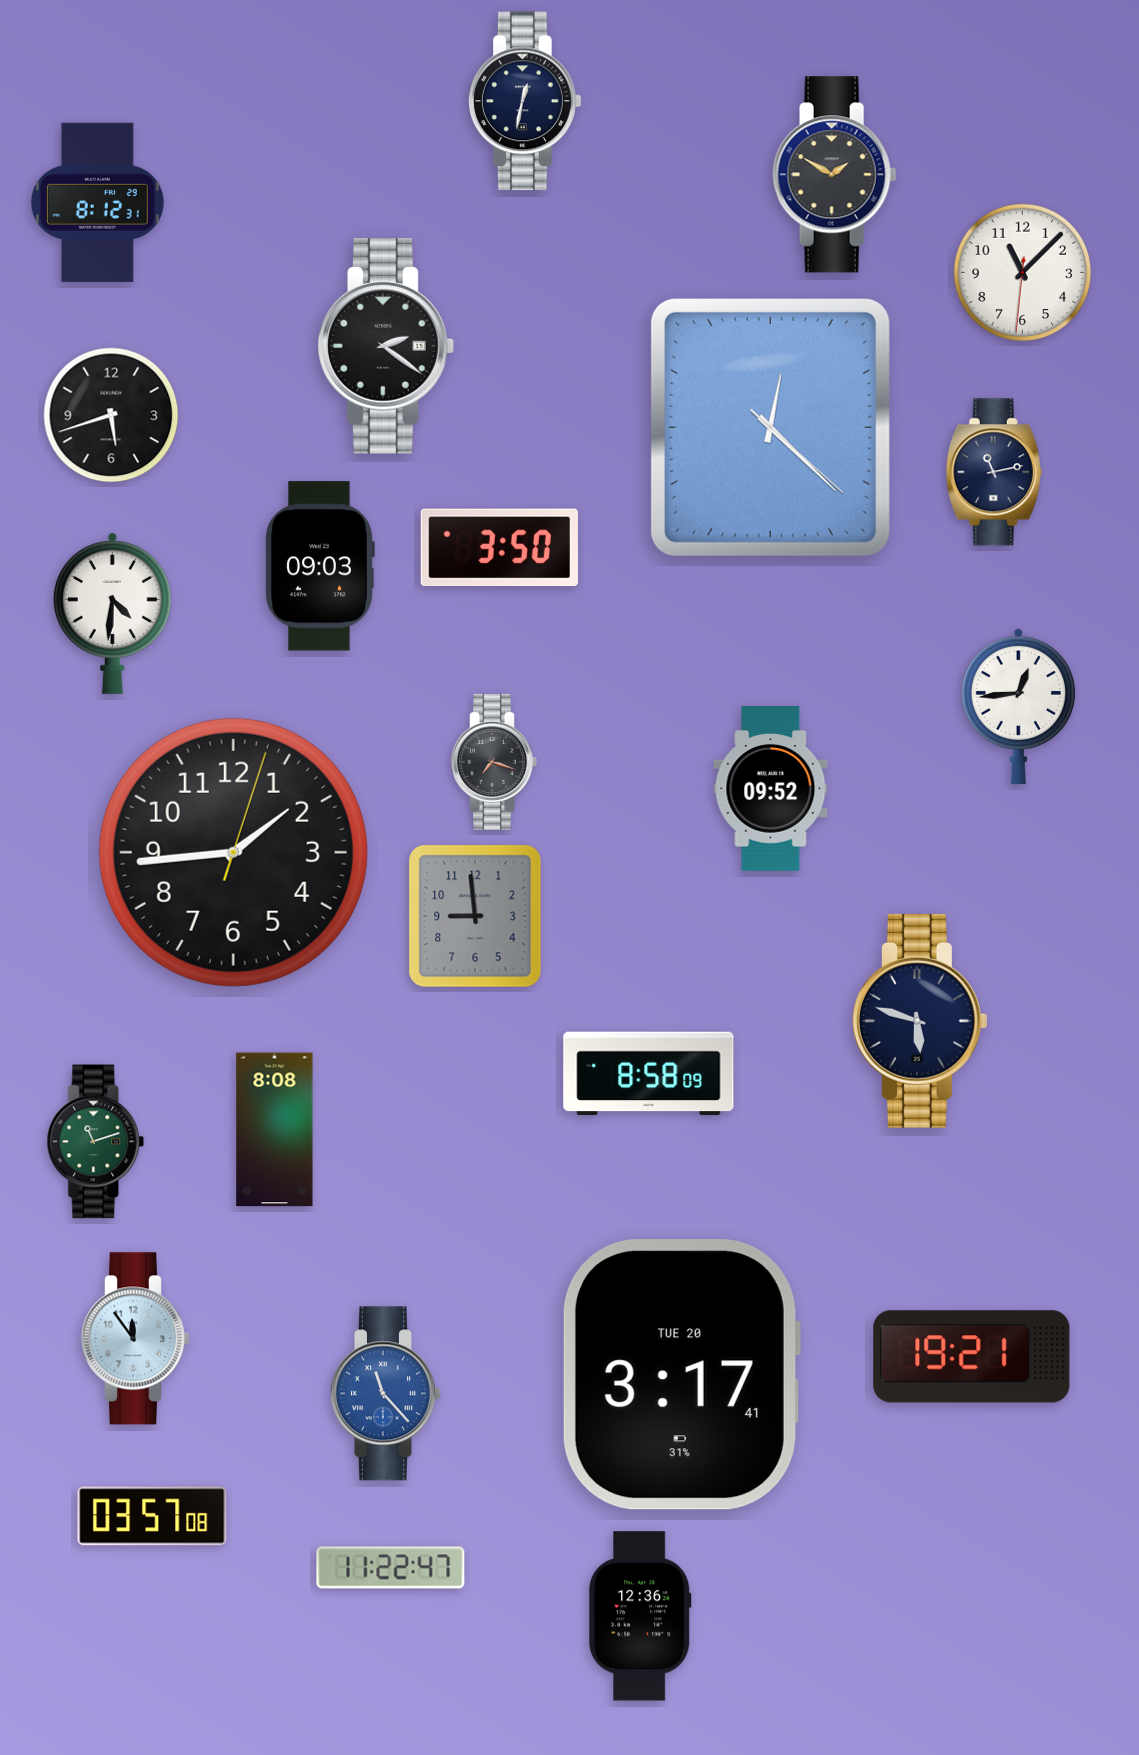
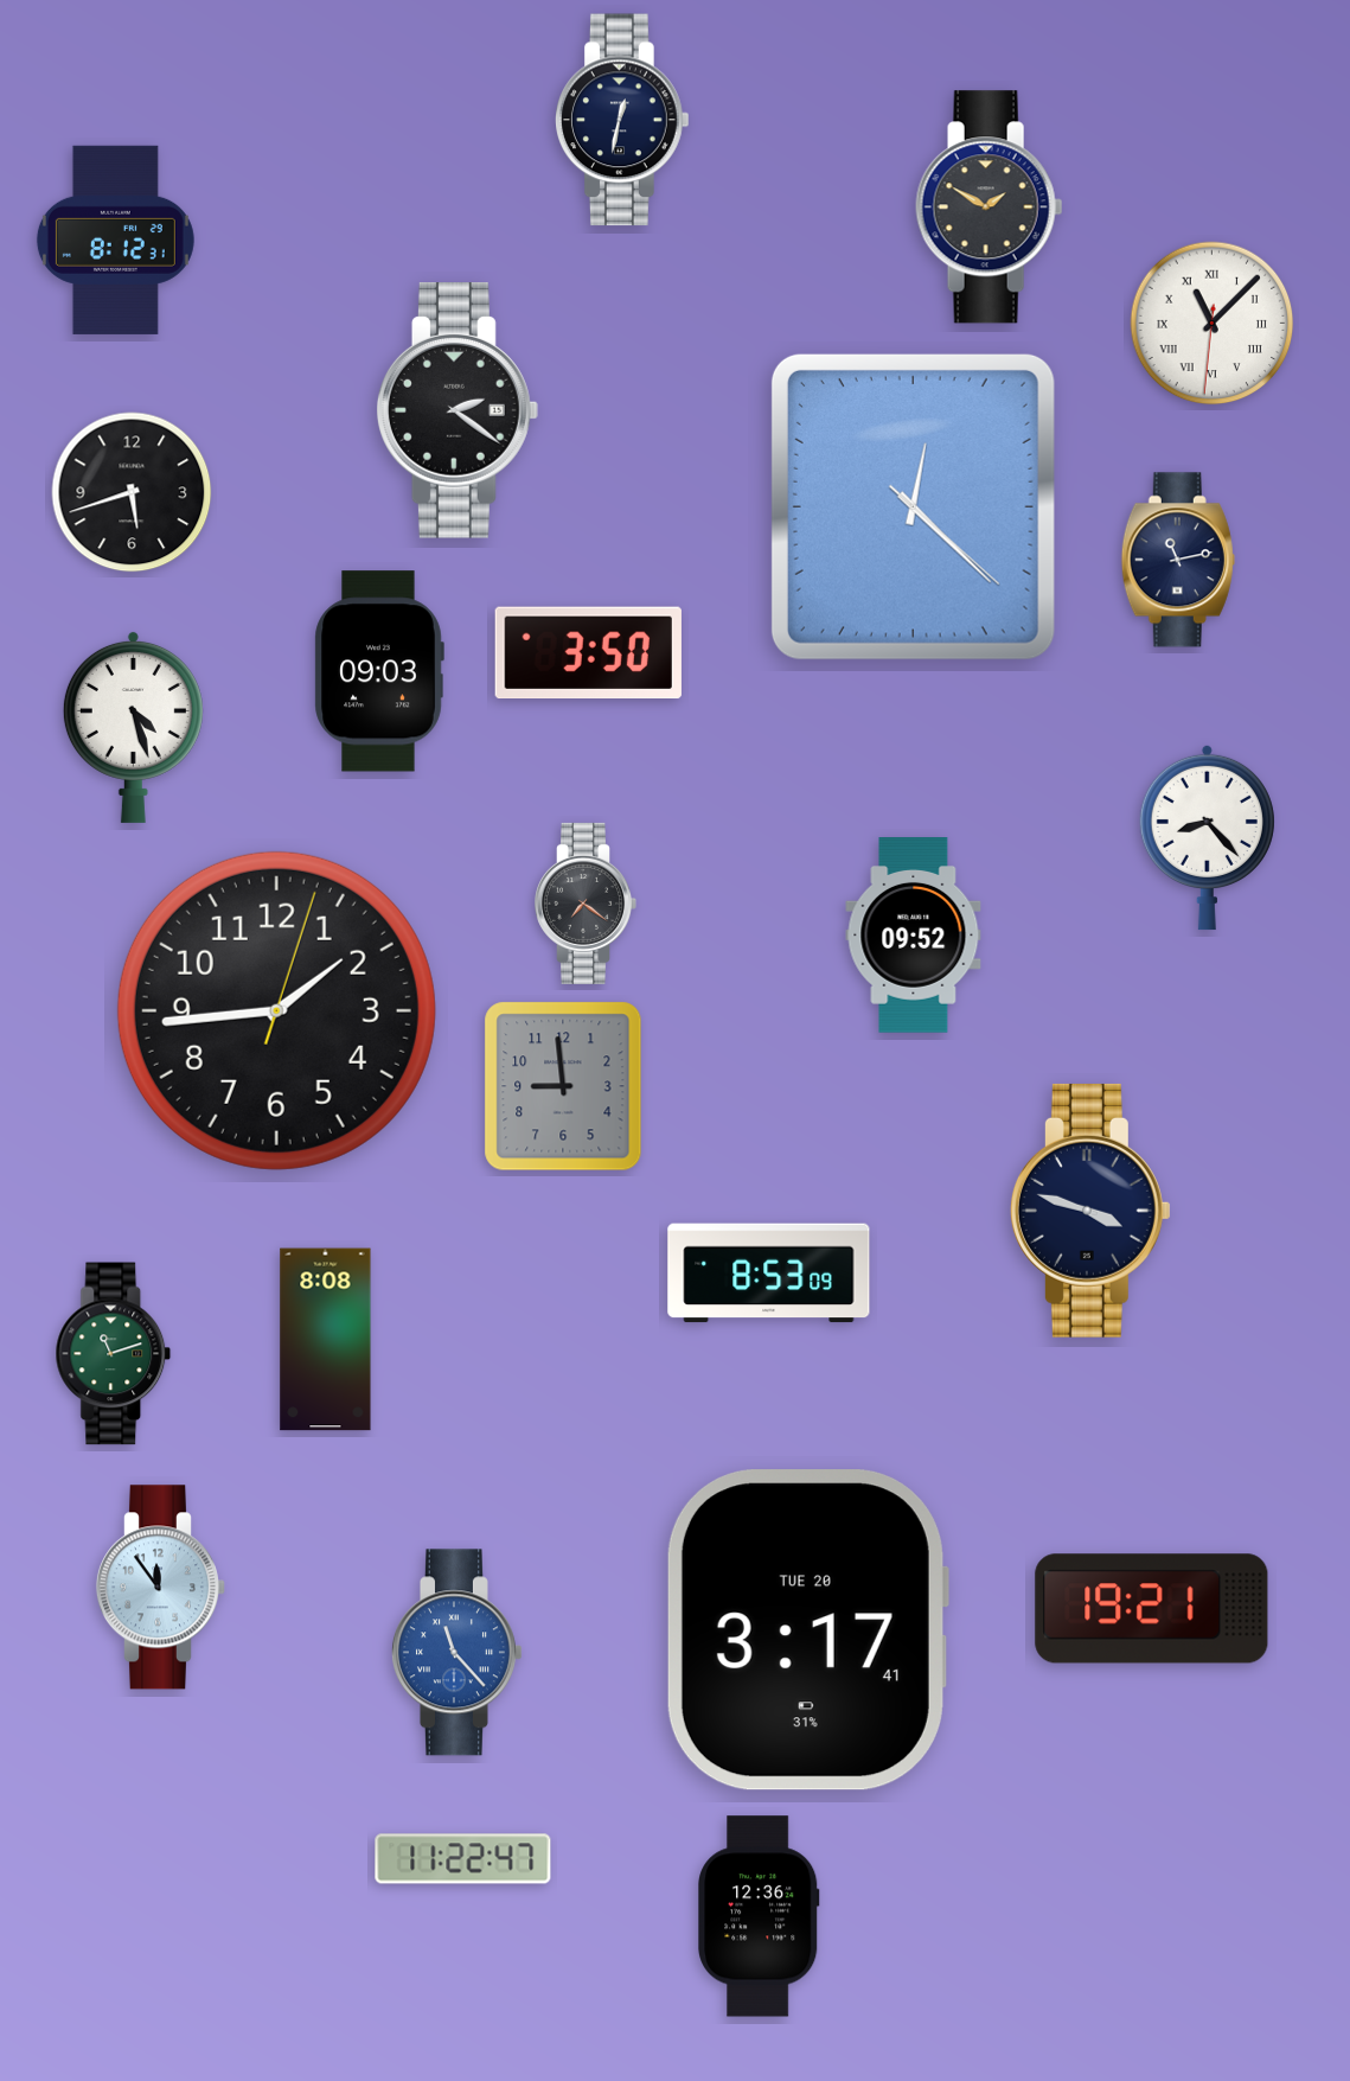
clock at (1023, 273) numerals: Arabic -> Roman
clock at (499, 548) position: (499, 548) -> (588, 653)
clock at (112, 613): 4:31 -> 4:27
clock at (1018, 706): 12:44 -> 8:23
clock at (494, 762): 7:18 -> 7:21
clock at (920, 1021): 5:48 -> 3:48
clock at (649, 1074): 8:58 -> 8:53
clock at (152, 1516): 03:57 -> none
